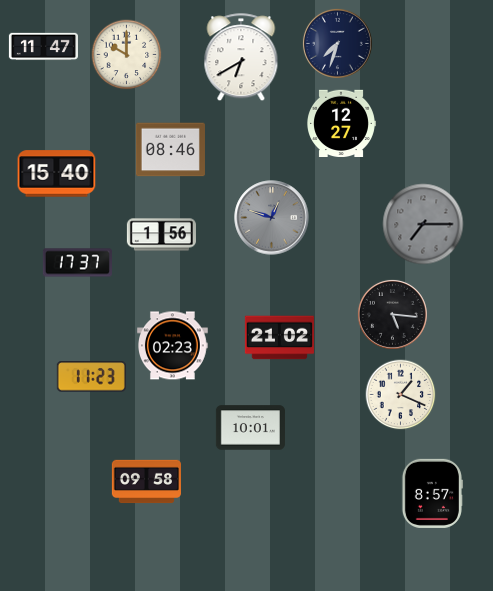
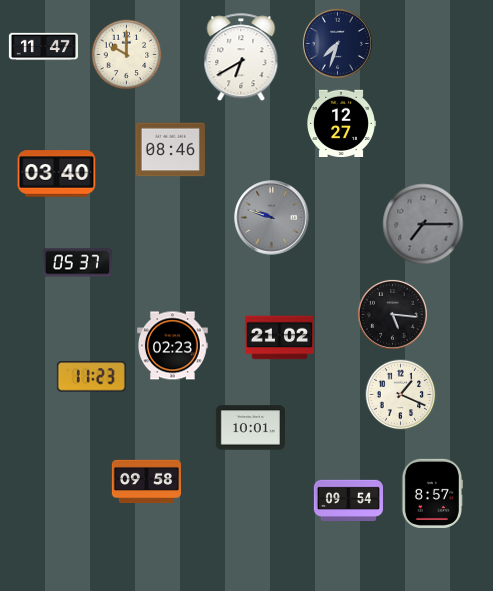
clock at (57, 174): 15:40 -> 03:40
clock at (272, 218): 12:48 -> 9:48
clock at (161, 235): 1:56 -> none
clock at (77, 263): 17:37 -> 05:37
clock at (348, 500): none -> 09:54
